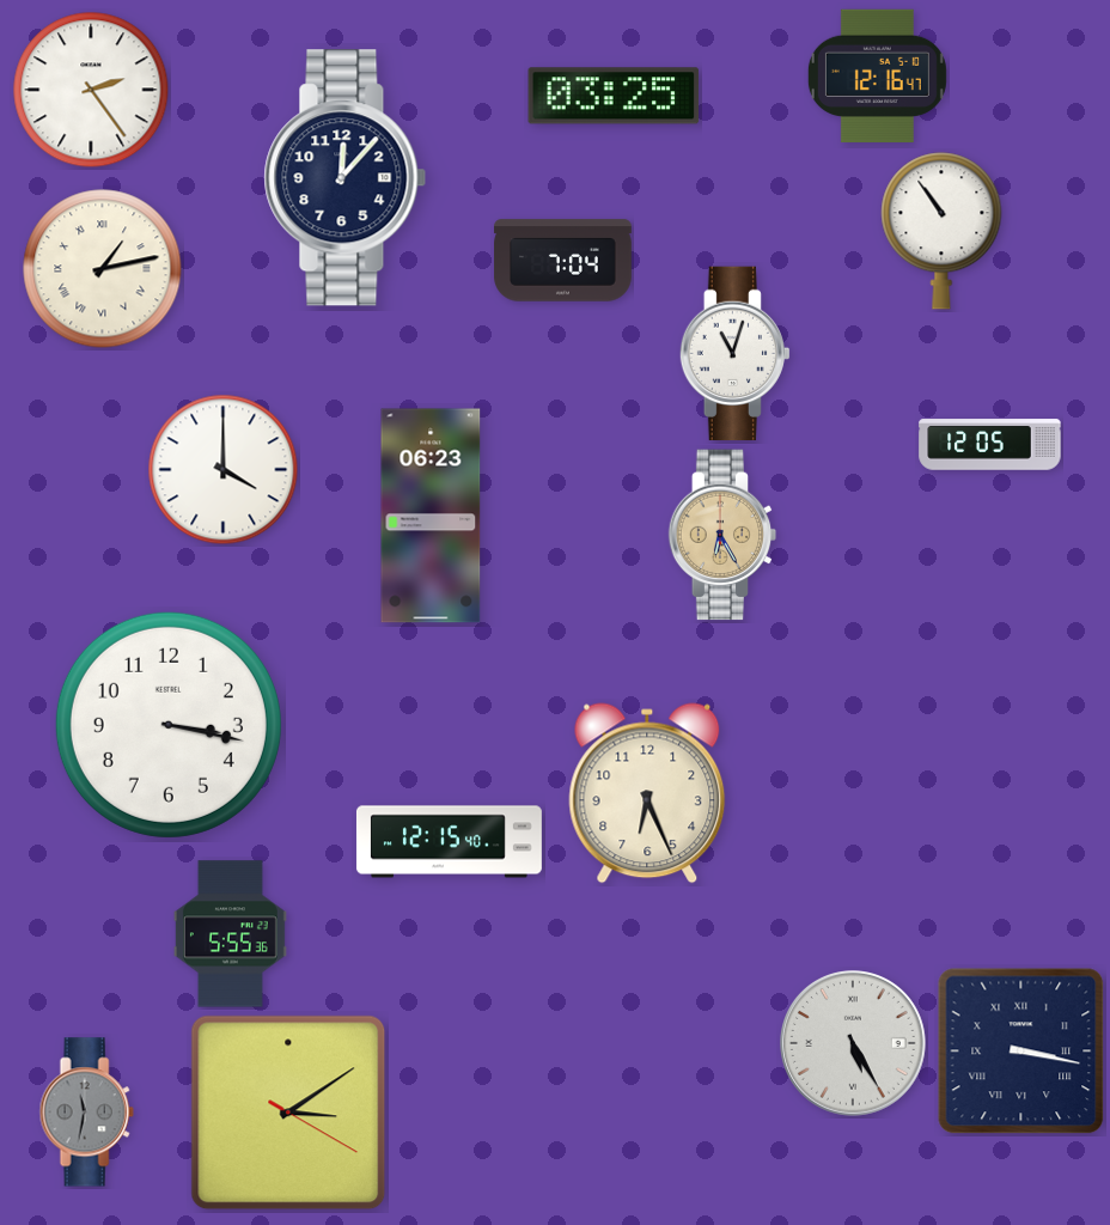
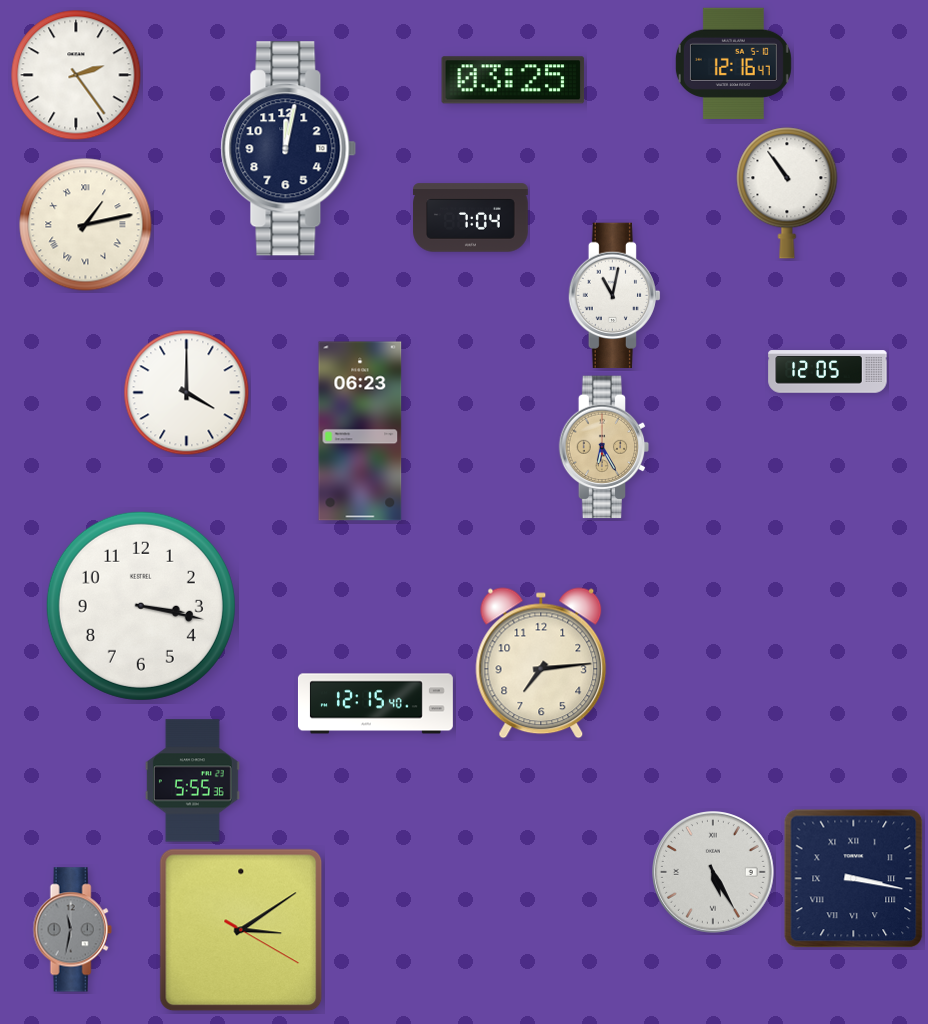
clock at (346, 178): 12:07 -> 12:02
clock at (734, 354): 11:03 -> 11:02
clock at (647, 793): 6:26 -> 7:14
